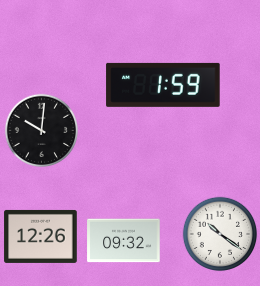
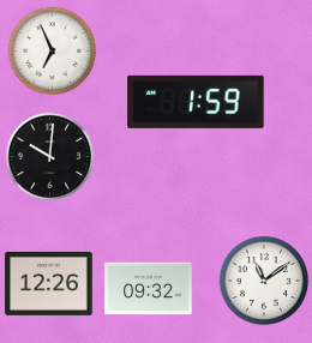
clock at (53, 52): none -> 6:56
clock at (220, 234): 10:21 -> 11:09
